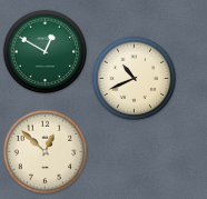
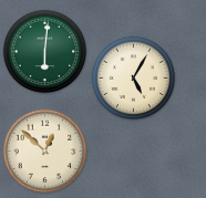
clock at (46, 52): 12:50 -> 6:01
clock at (135, 79): 10:41 -> 5:05
